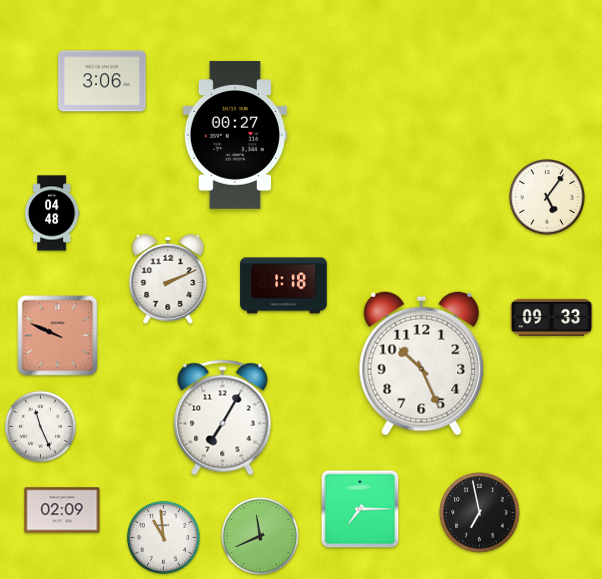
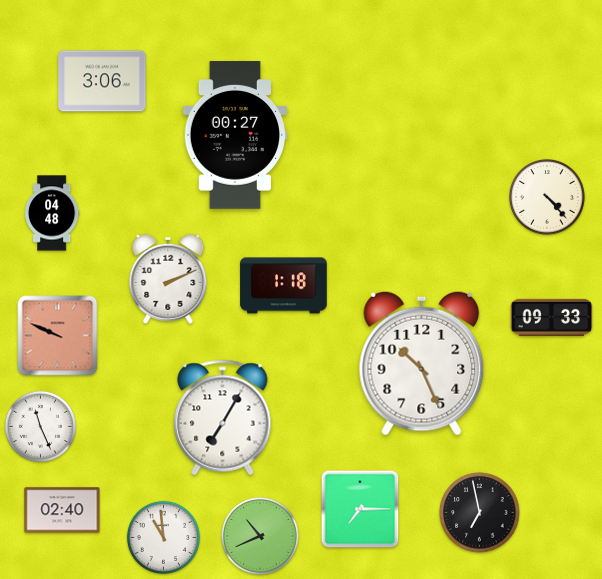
clock at (548, 198): 5:06 -> 4:23
clock at (62, 510): 02:09 -> 02:40
clock at (260, 536): 11:41 -> 10:41
